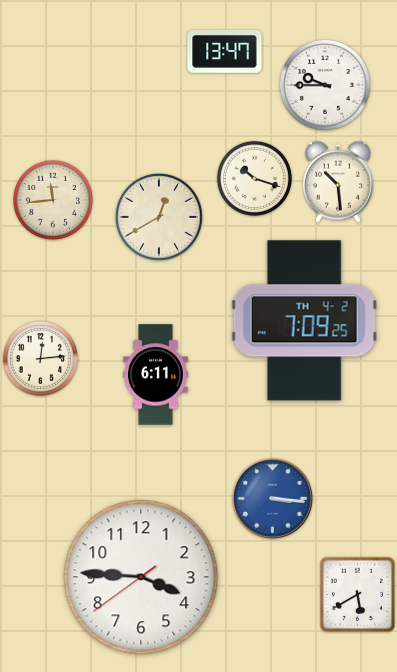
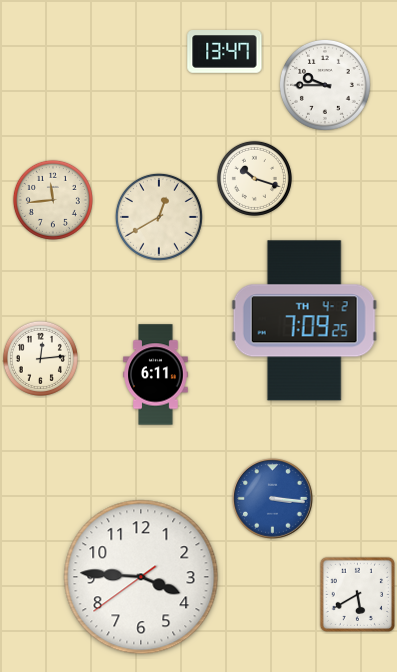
clock at (338, 182): 10:29 -> none
